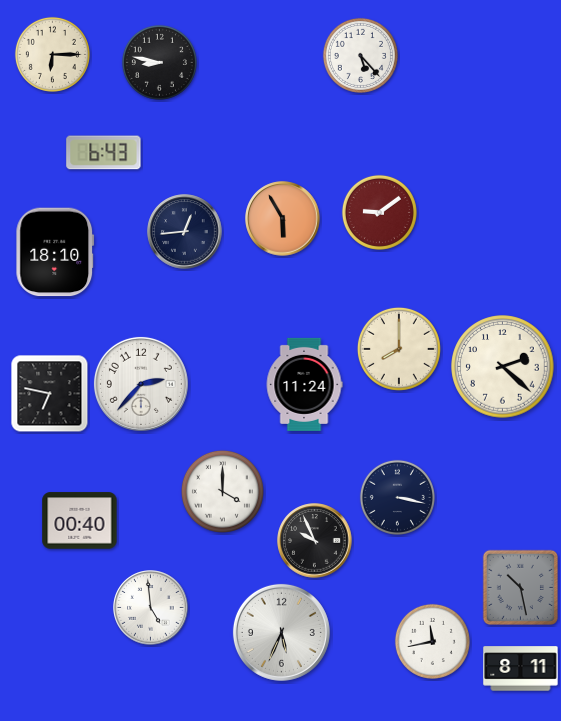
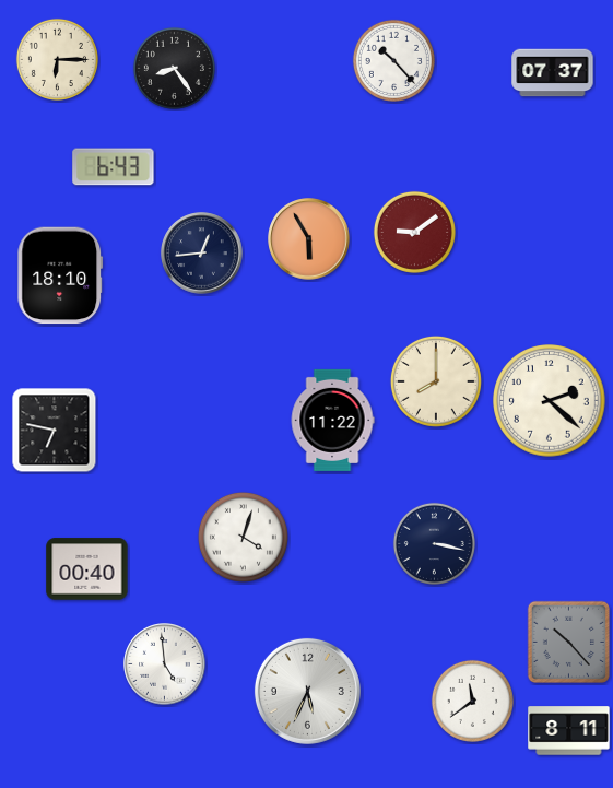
clock at (360, 55): 5:23 -> 10:23
clock at (159, 62): 8:47 -> 8:24
clock at (553, 73): none -> 07:37
clock at (141, 384): 2:37 -> none
clock at (304, 384): 11:24 -> 11:22
clock at (222, 491): 4:00 -> 4:03
clock at (315, 541): 9:56 -> none
clock at (520, 587): 10:28 -> 10:23
clock at (432, 641): 11:43 -> 11:39
